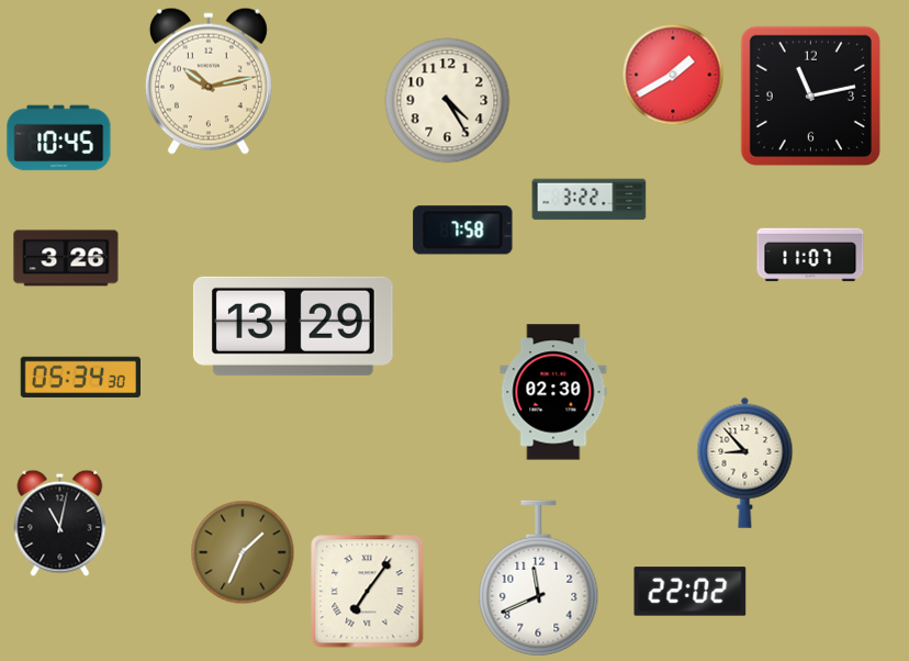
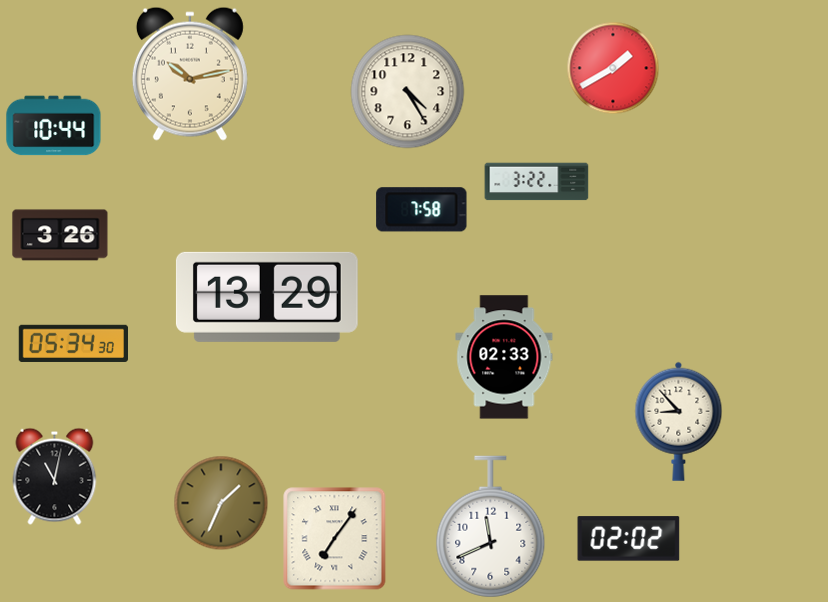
clock at (810, 96): 11:13 -> none
clock at (59, 138): 10:45 -> 10:44
clock at (810, 255): 11:07 -> none
clock at (553, 392): 02:30 -> 02:33
clock at (691, 592): 22:02 -> 02:02
